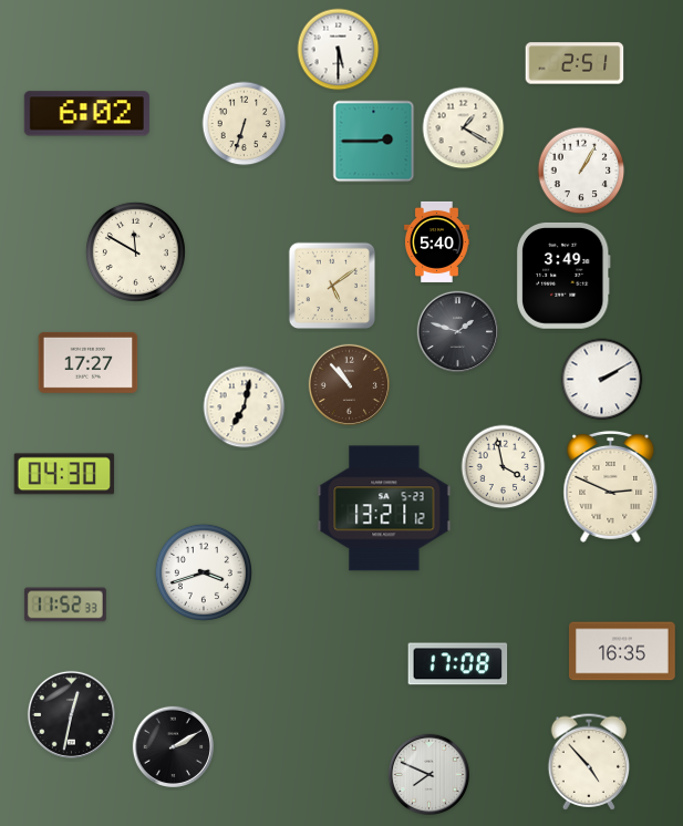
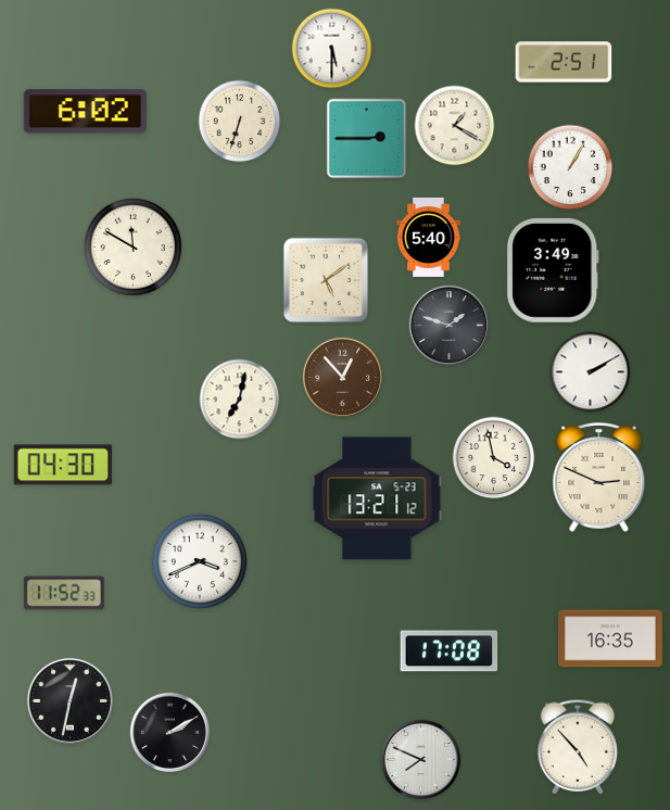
clock at (89, 362): 17:27 -> none
clock at (349, 384): 10:53 -> 12:53
clock at (204, 572): 3:42 -> 3:41
